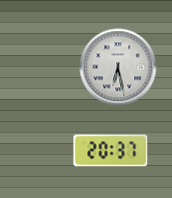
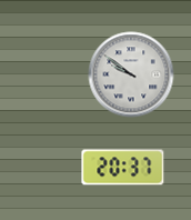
clock at (118, 67): 6:28 -> 9:51
